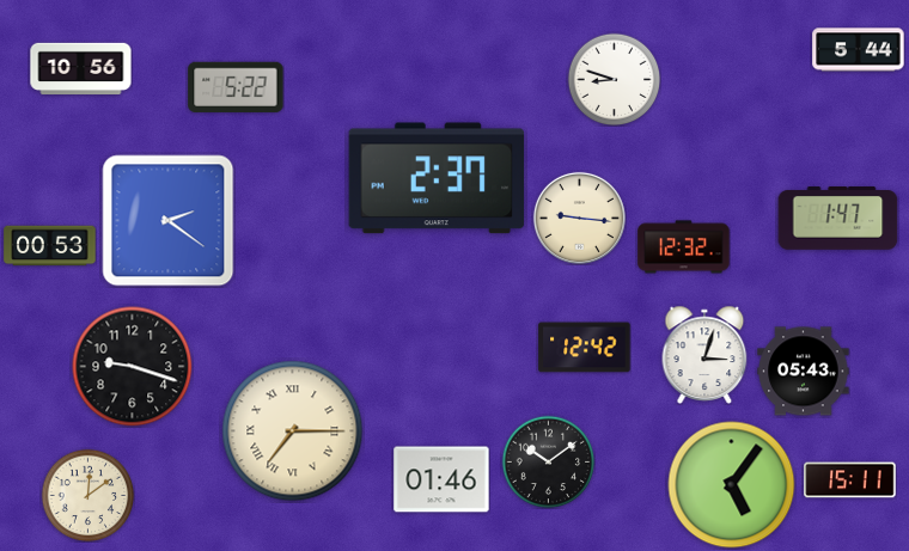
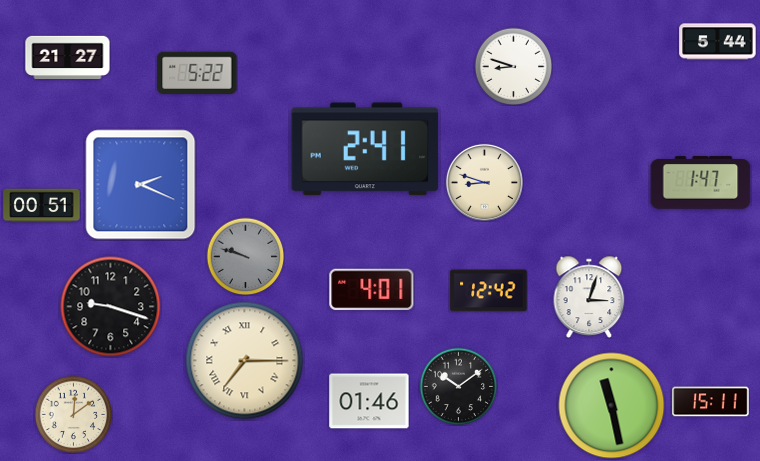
clock at (81, 68): 10:56 -> 21:27
clock at (437, 178): 2:37 -> 2:41
clock at (579, 218): 9:16 -> 8:48
clock at (169, 221): 2:21 -> 2:19
clock at (50, 246): 00:53 -> 00:51
clock at (684, 247): 12:32 -> none
clock at (245, 256): none -> 9:48
clock at (372, 290): none -> 4:01
clock at (804, 372): 05:43 -> none
clock at (732, 485): 5:06 -> 11:28
